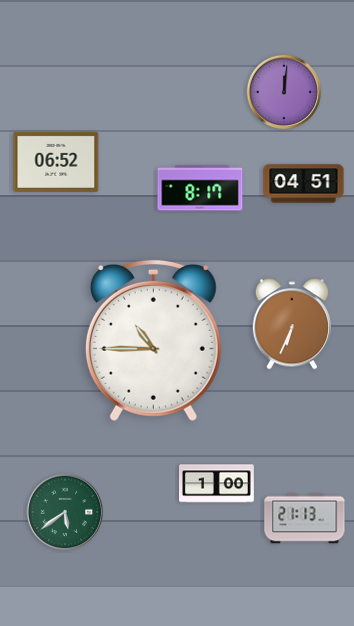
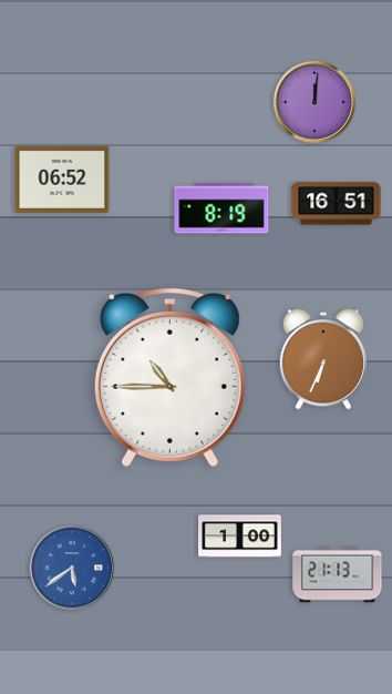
clock at (304, 184): 04:51 -> 16:51
clock at (200, 188): 8:17 -> 8:19
clock at (64, 511) dial: green -> blue
